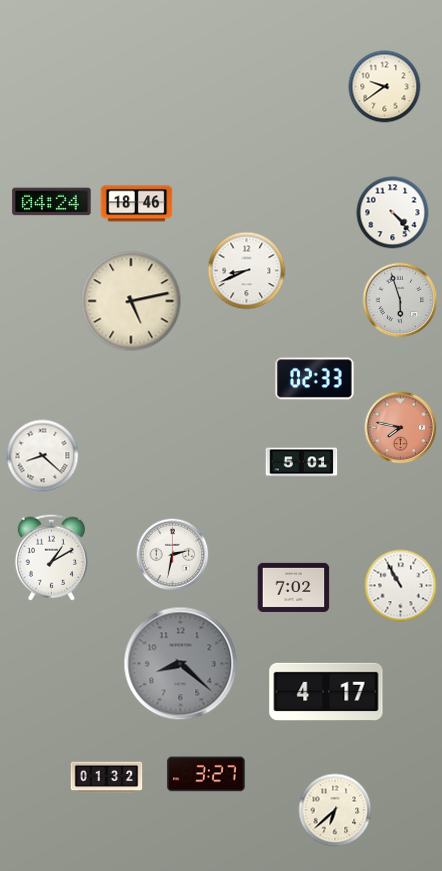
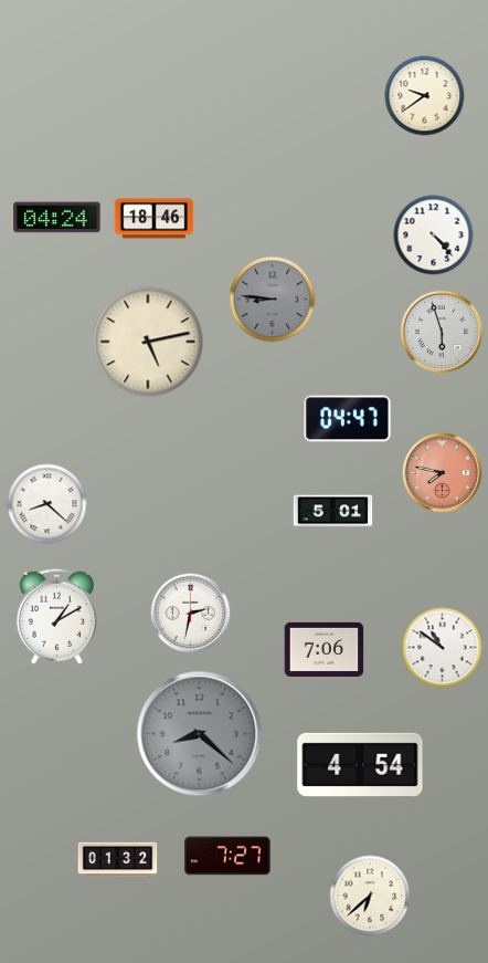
clock at (52, 202) position: (52, 202) -> (57, 218)
clock at (137, 204) position: (137, 204) -> (155, 219)
clock at (247, 271): 8:41 -> 8:46
clock at (247, 271) dial: white -> grey
clock at (131, 301) position: (131, 301) -> (148, 342)
clock at (315, 379): 02:33 -> 04:47
clock at (401, 586): 10:55 -> 10:51
clock at (294, 587): 7:02 -> 7:06
clock at (326, 692): 4:17 -> 4:54
clock at (206, 774): 3:27 -> 7:27
